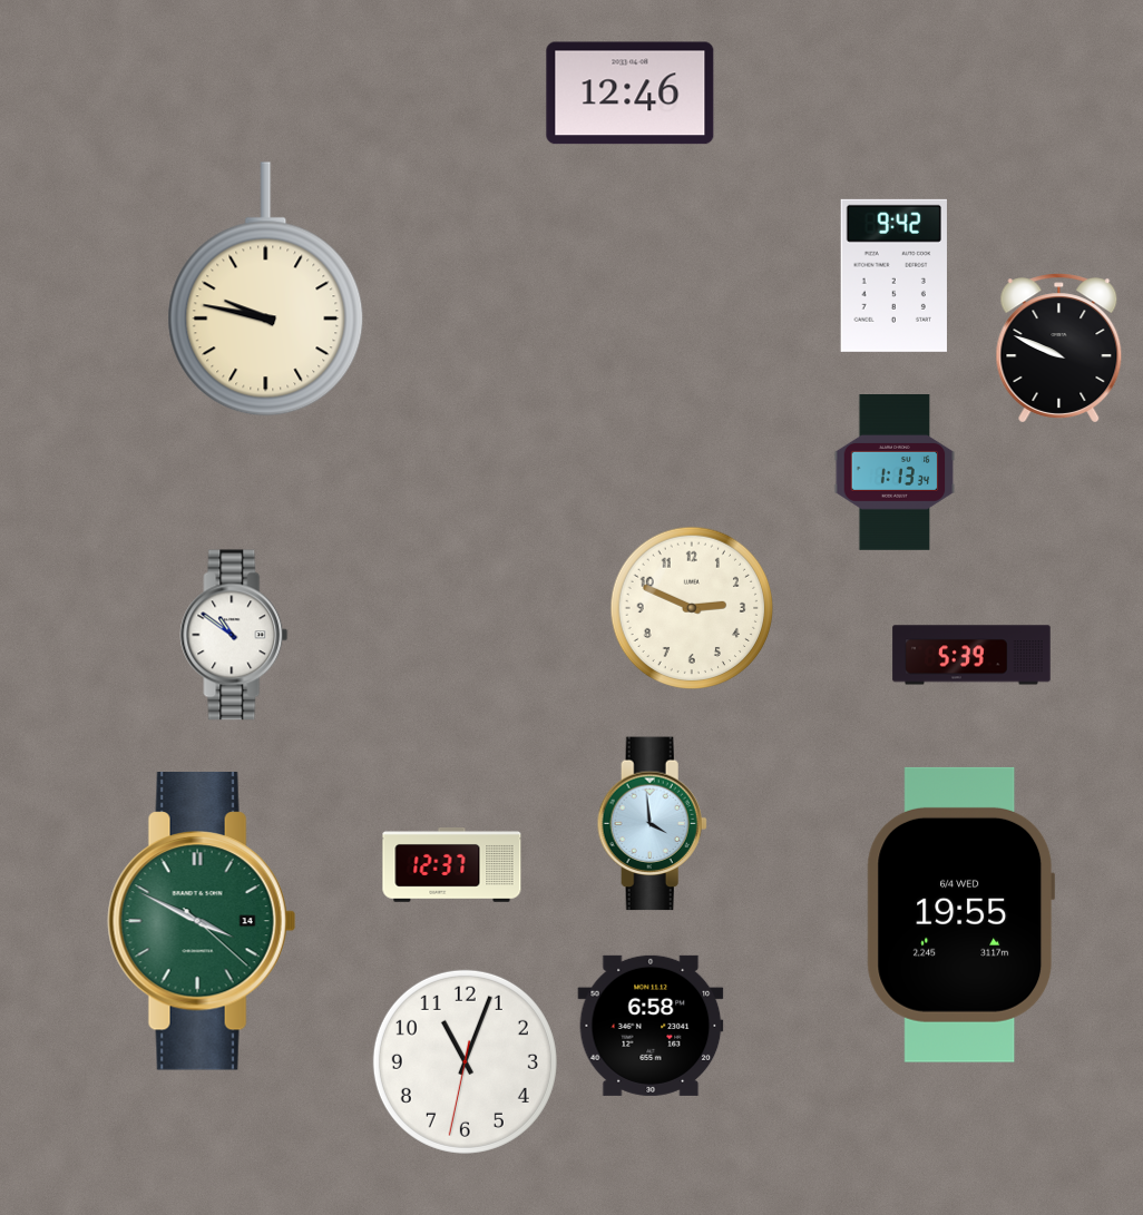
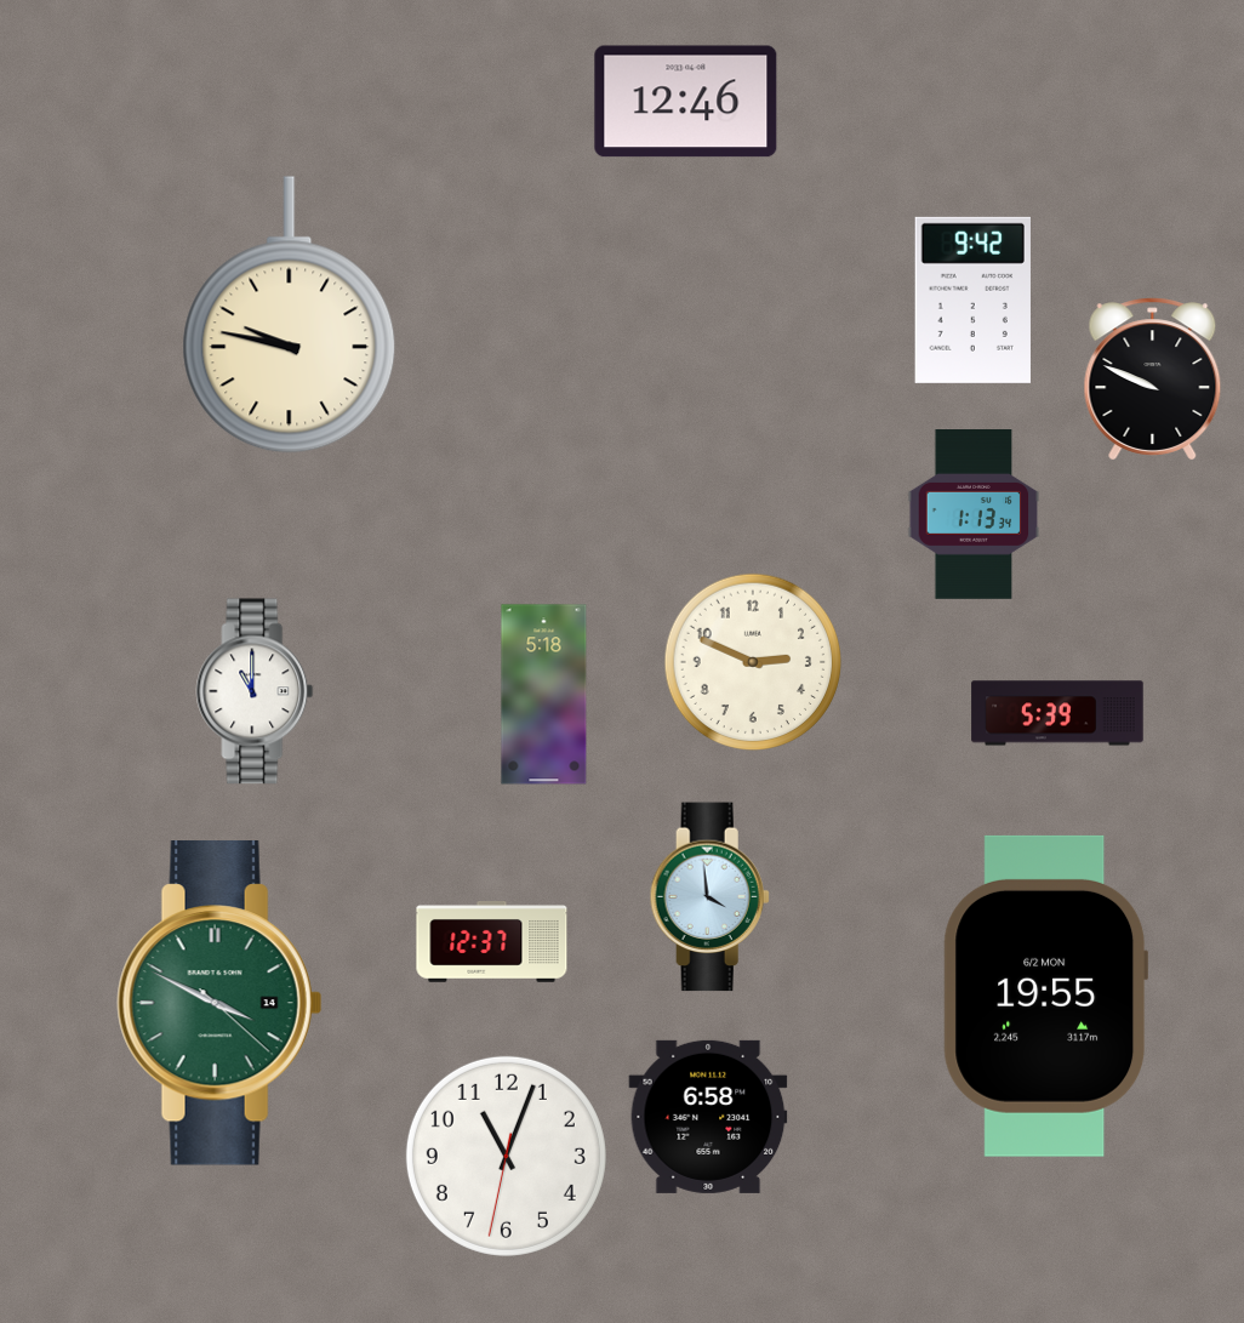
clock at (234, 635): 10:51 -> 11:00
clock at (544, 695): none -> 5:18
clock at (961, 914) date: 6/4 WED -> 6/2 MON
